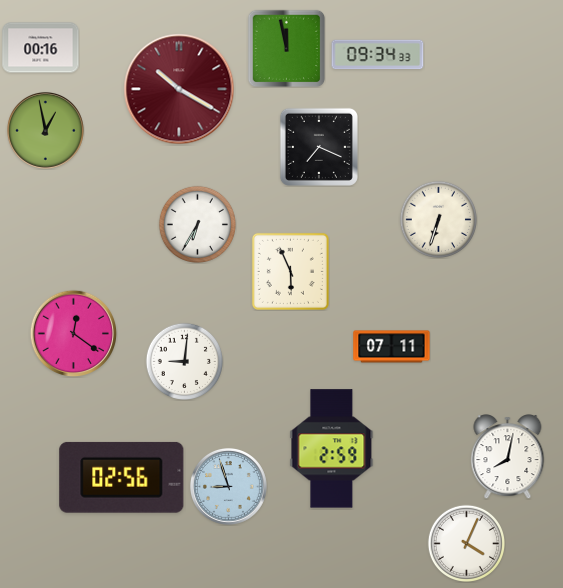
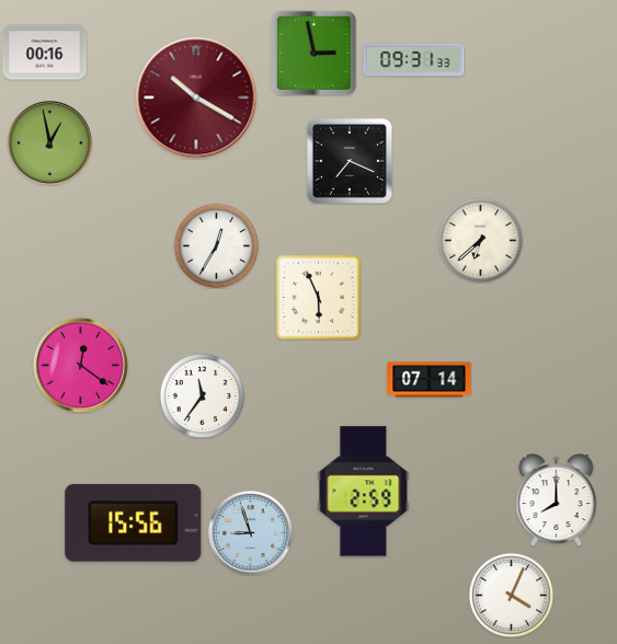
clock at (286, 48): 11:58 -> 2:58
clock at (378, 55): 09:34 -> 09:31
clock at (438, 219): 6:33 -> 6:38
clock at (197, 224): 6:35 -> 12:35
clock at (392, 347): 07:11 -> 07:14
clock at (184, 361): 9:01 -> 11:36
clock at (508, 457): 8:02 -> 8:00
clock at (122, 477): 02:56 -> 15:56
